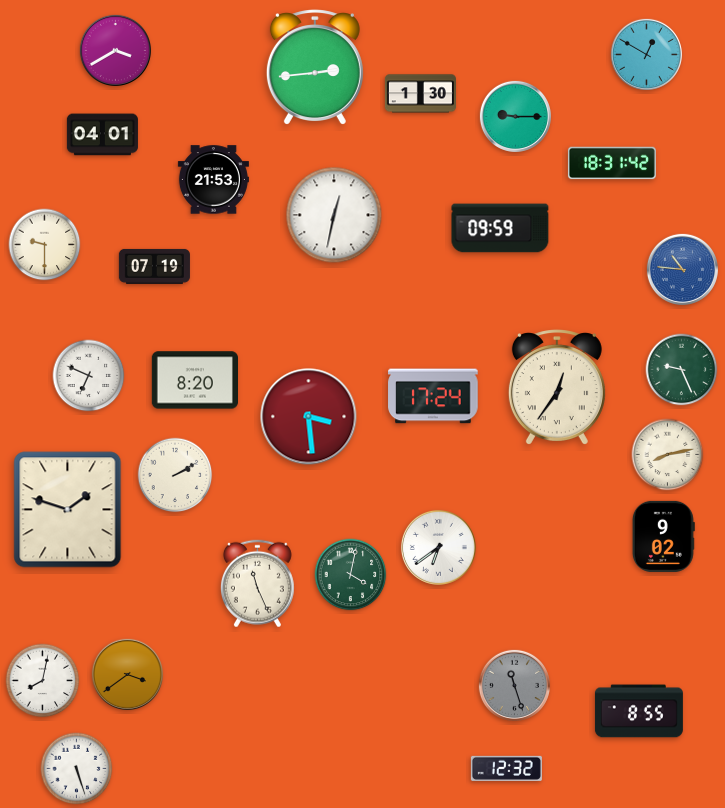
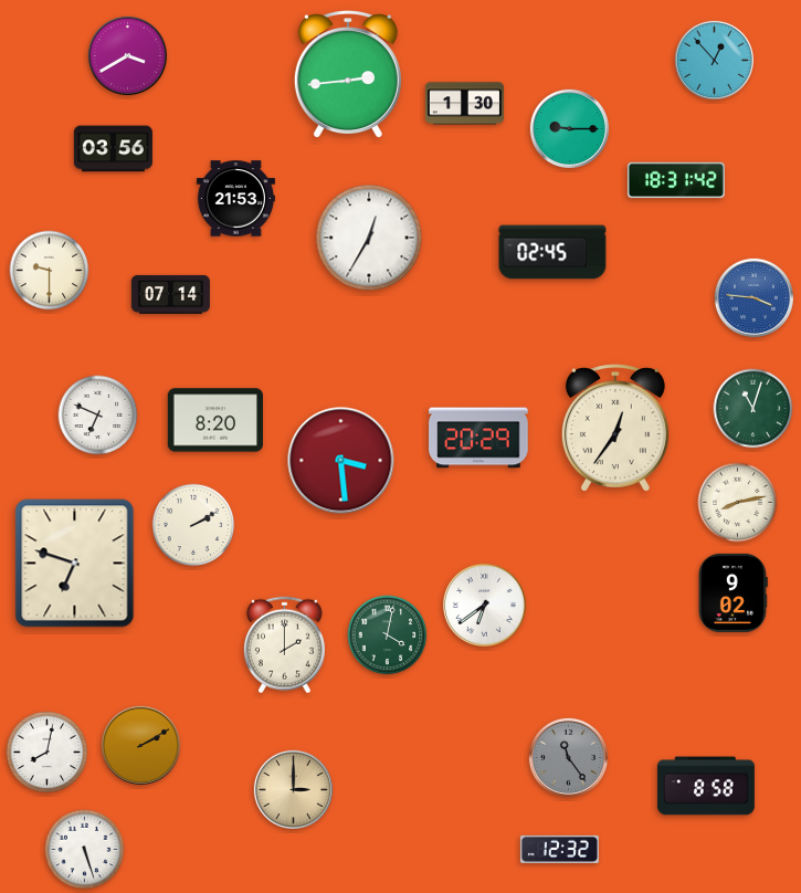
clock at (646, 54): 12:50 -> 12:53
clock at (102, 135): 04:01 -> 03:56
clock at (334, 215): 12:32 -> 12:35
clock at (500, 228): 09:59 -> 02:45
clock at (154, 266): 07:19 -> 07:14
clock at (682, 269): 10:46 -> 3:46
clock at (682, 370): 9:26 -> 11:03
clock at (433, 396): 17:24 -> 20:29
clock at (68, 510): 1:48 -> 6:48
clock at (257, 584): 11:26 -> 2:00
clock at (127, 674): 3:39 -> 2:10
clock at (514, 685): 11:27 -> 11:24
clock at (639, 711): 8:55 -> 8:58
clock at (293, 789): none -> 3:00
